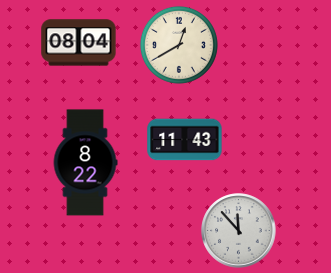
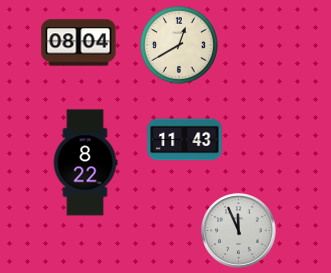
clock at (239, 231): 11:53 -> 11:56
